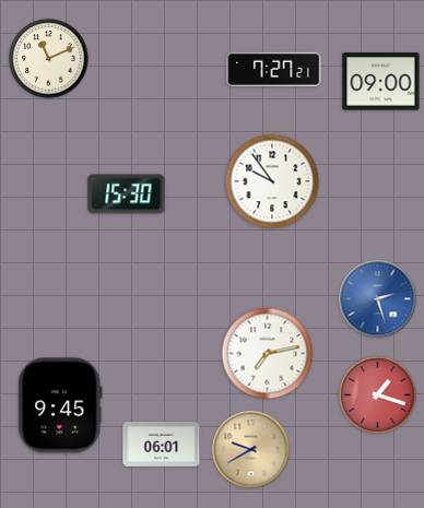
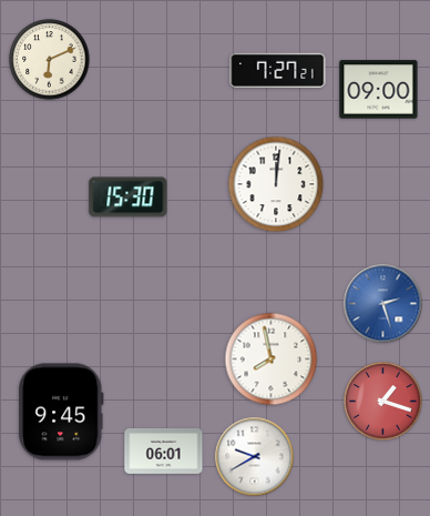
clock at (49, 59): 11:11 -> 6:11
clock at (381, 82) position: (381, 82) -> (379, 90)
clock at (272, 181): 9:54 -> 12:01
clock at (268, 354): 7:13 -> 7:58
clock at (251, 450) dial: champagne -> white
